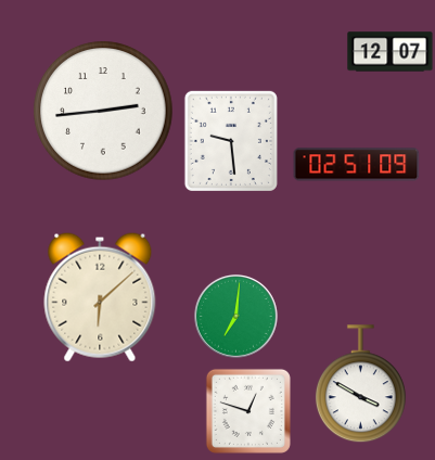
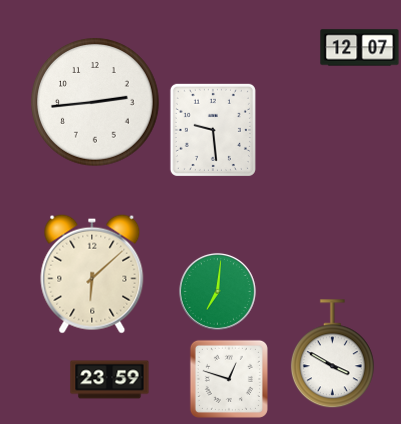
clock at (357, 165): 02:51 -> none
clock at (110, 380): none -> 23:59
